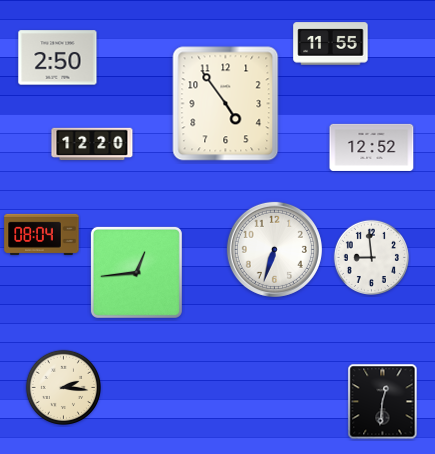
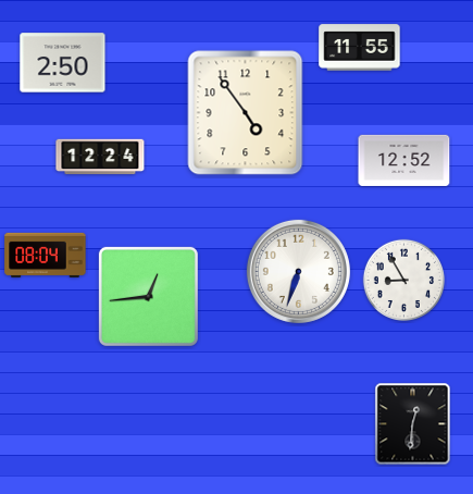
clock at (92, 144): 12:20 -> 12:24
clock at (371, 257): 8:59 -> 8:55
clock at (63, 387): 2:16 -> none
clock at (383, 402) position: (383, 402) -> (413, 424)
